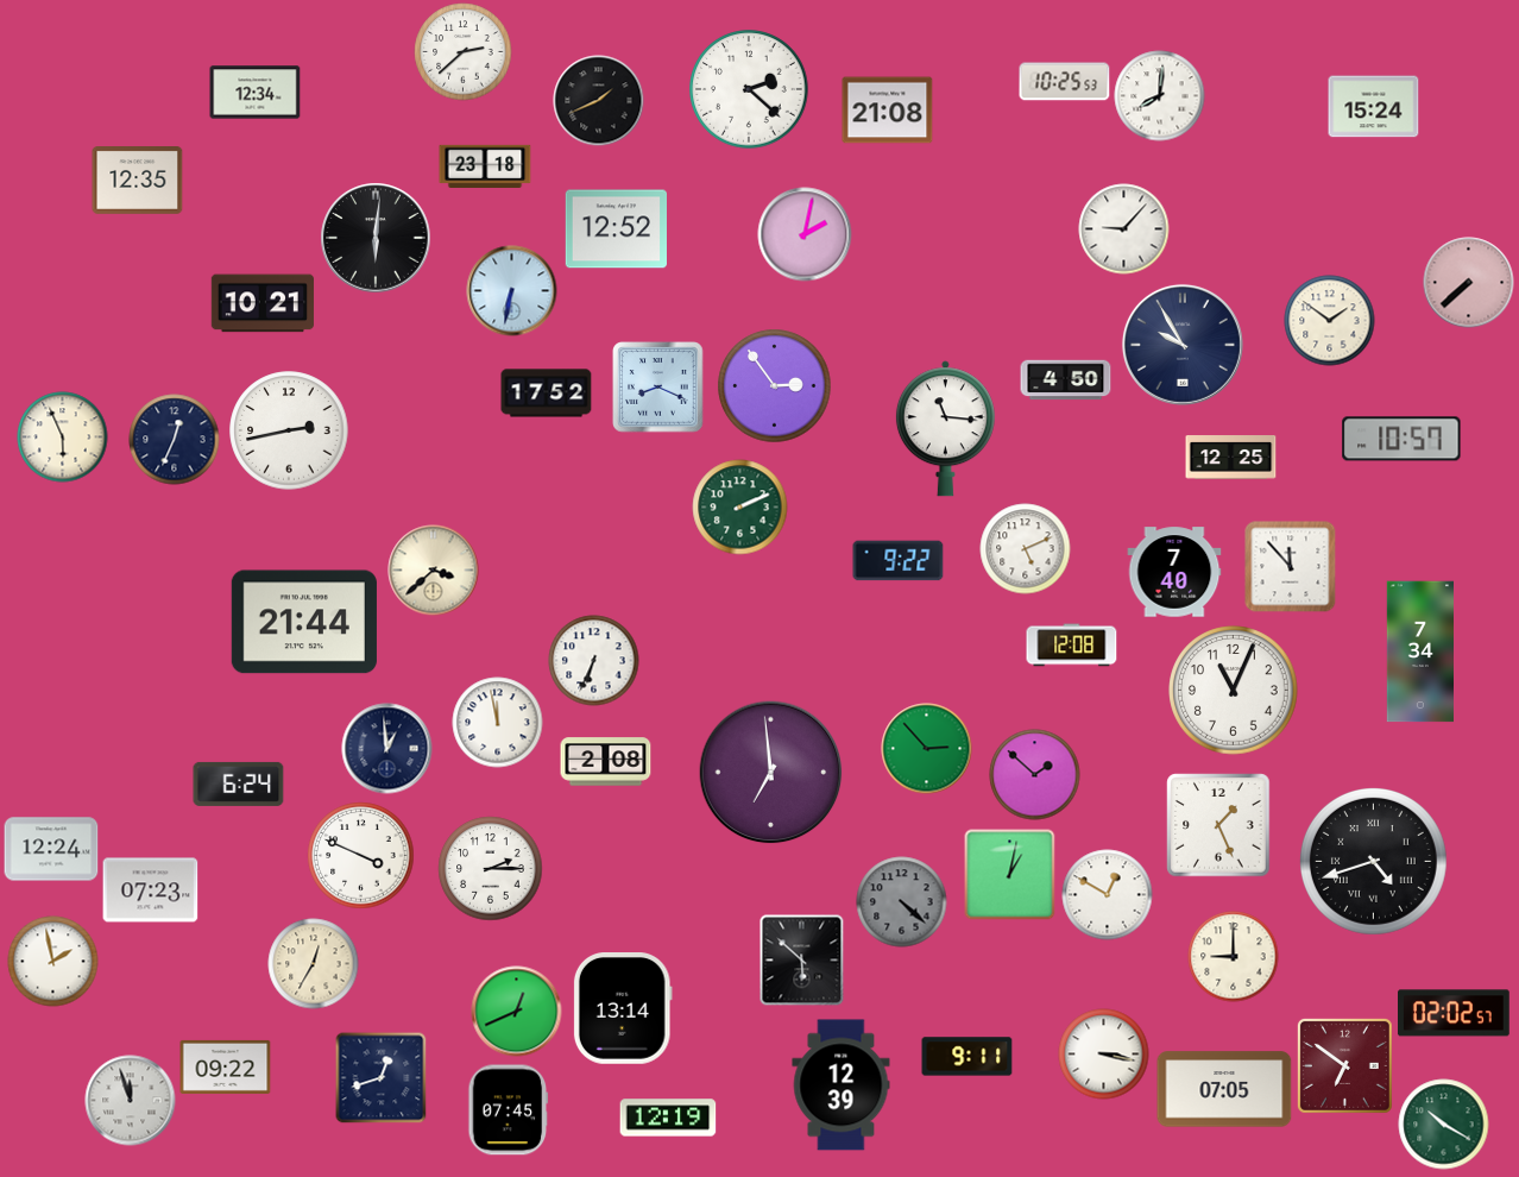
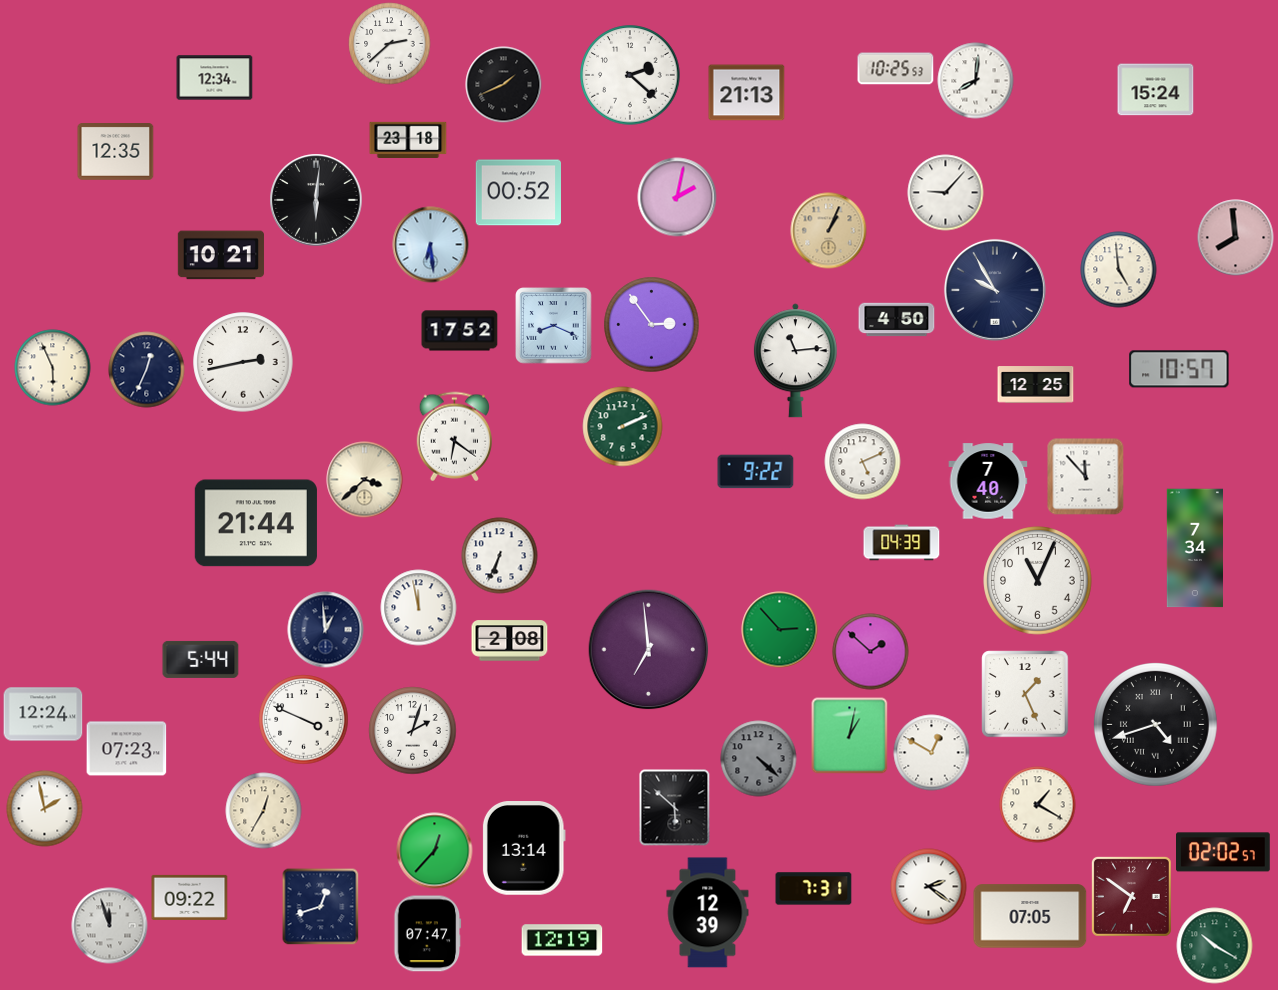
clock at (888, 111): 21:08 -> 21:13
clock at (616, 229): 12:52 -> 00:52
clock at (829, 231): none -> 1:04
clock at (1469, 283): 7:38 -> 7:59
clock at (512, 291): 6:32 -> 6:29
clock at (1330, 321): 1:51 -> 4:59
clock at (945, 429): 11:16 -> 11:14
clock at (455, 437): none -> 6:21
clock at (1072, 646): 12:08 -> 04:39
clock at (239, 783): 6:24 -> 5:44
clock at (491, 869): 2:15 -> 2:03
clock at (1234, 957): 9:00 -> 1:20
clock at (517, 1012): 12:41 -> 12:37
clock at (1104, 1055): 3:17 -> 2:21
clock at (968, 1057): 9:11 -> 7:31
clock at (509, 1110): 07:45 -> 07:47
